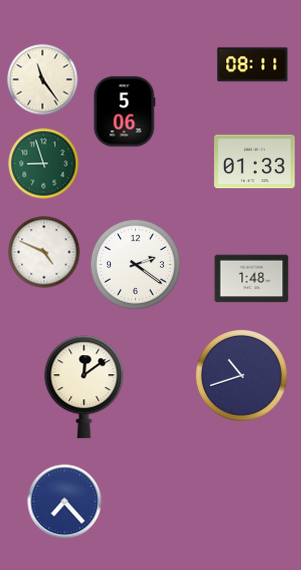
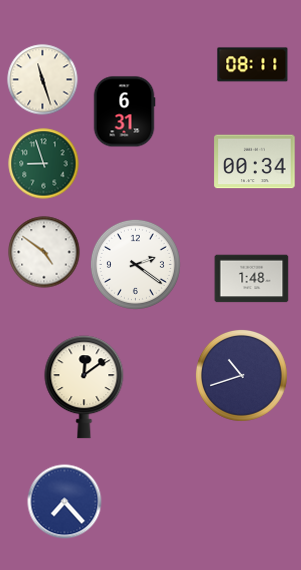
clock at (43, 80): 11:24 -> 11:27
clock at (124, 112): 5:06 -> 6:31
clock at (255, 162): 01:33 -> 00:34
clock at (44, 252): 4:49 -> 4:51
